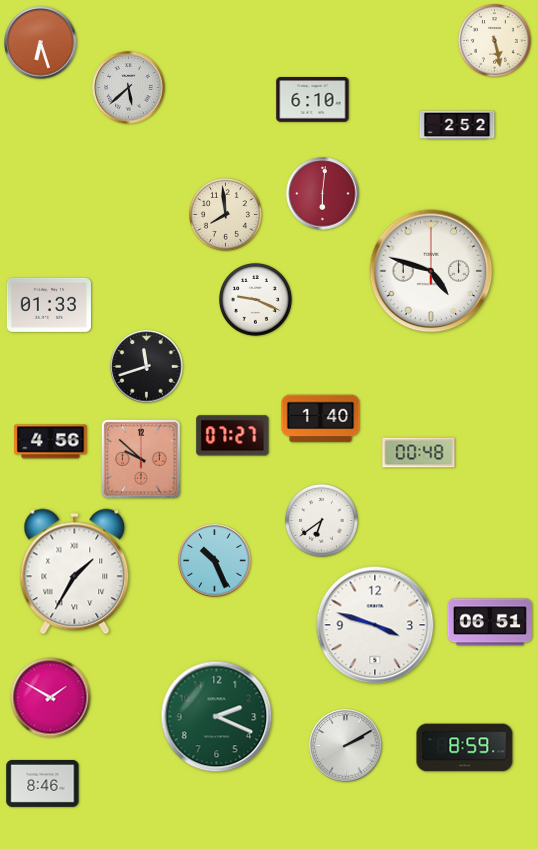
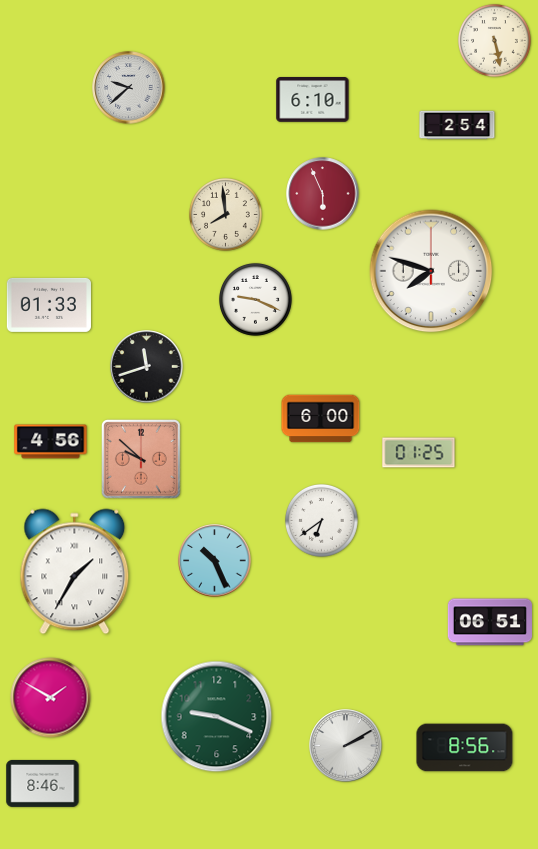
clock at (41, 43): 6:27 -> none
clock at (129, 88): 5:38 -> 9:38
clock at (457, 125): 2:52 -> 2:54
clock at (323, 194): 6:01 -> 5:56
clock at (431, 271): 4:48 -> 7:48
clock at (321, 419): 1:40 -> 6:00
clock at (233, 436): 07:27 -> none
clock at (419, 453): 00:48 -> 01:25
clock at (375, 625): 3:48 -> none
clock at (217, 717): 2:19 -> 9:19
clock at (465, 748): 8:59 -> 8:56
